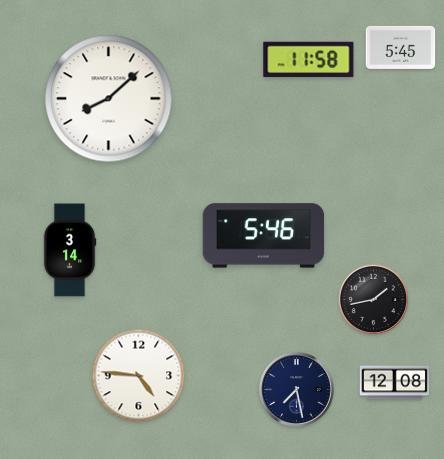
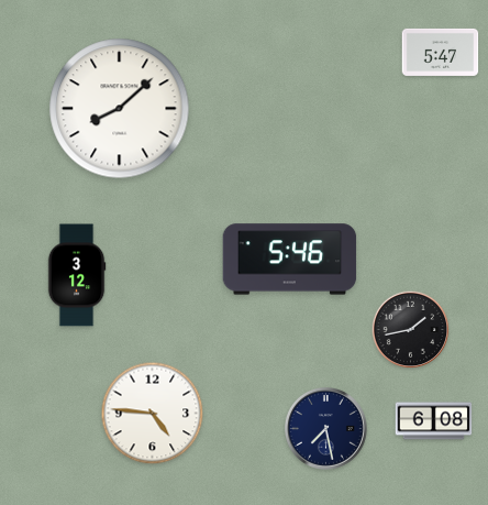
clock at (401, 47): 5:45 -> 5:47
clock at (309, 60): 11:58 -> none
clock at (70, 250): 3:14 -> 3:12
clock at (395, 383): 12:08 -> 6:08
